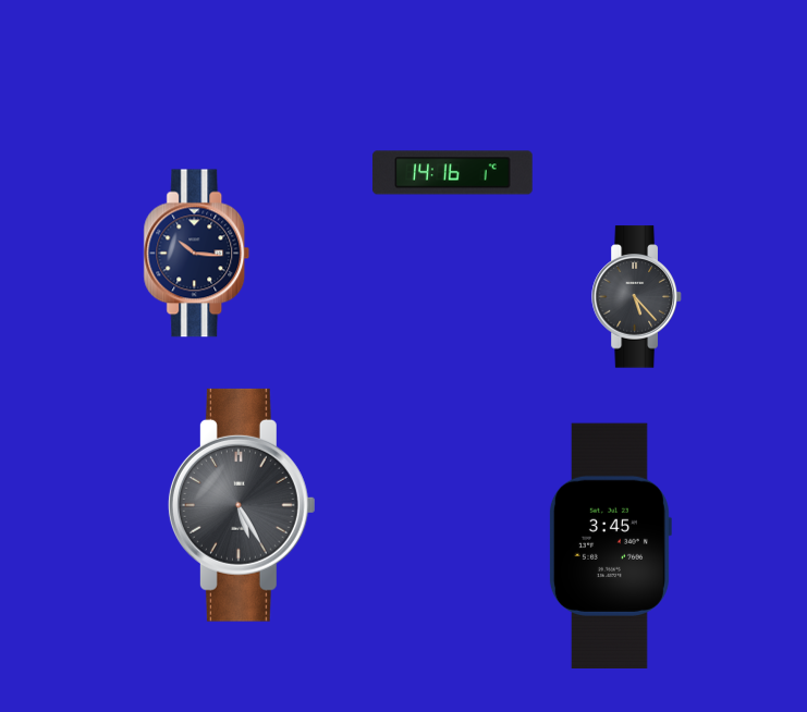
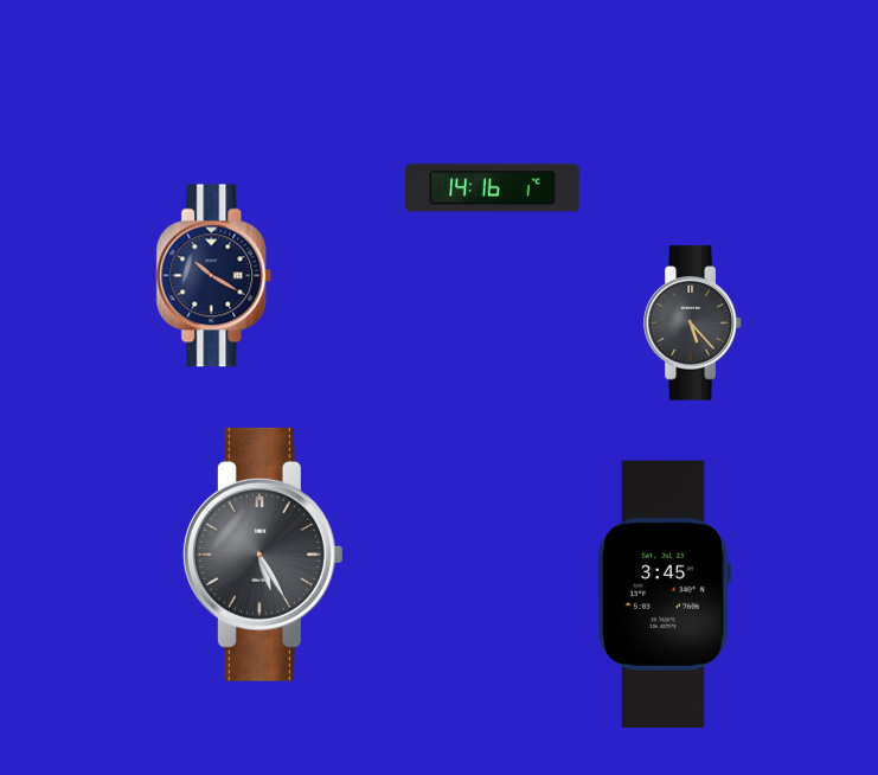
clock at (197, 254): 10:16 -> 10:20
clock at (242, 505) position: (242, 505) -> (263, 555)
